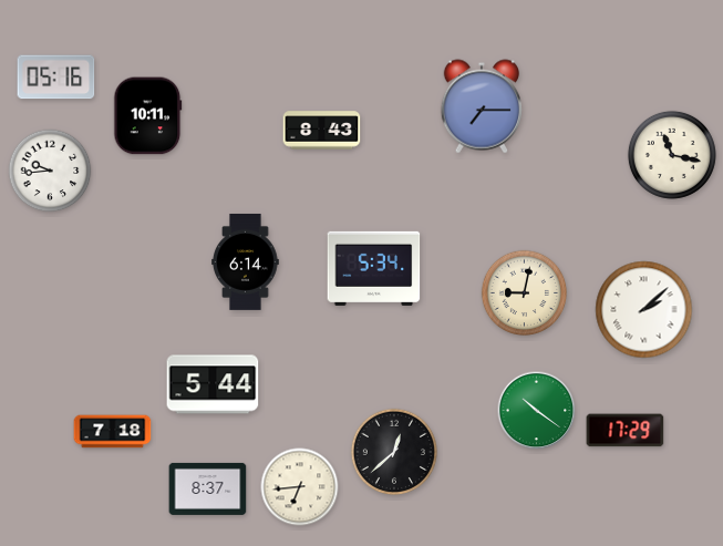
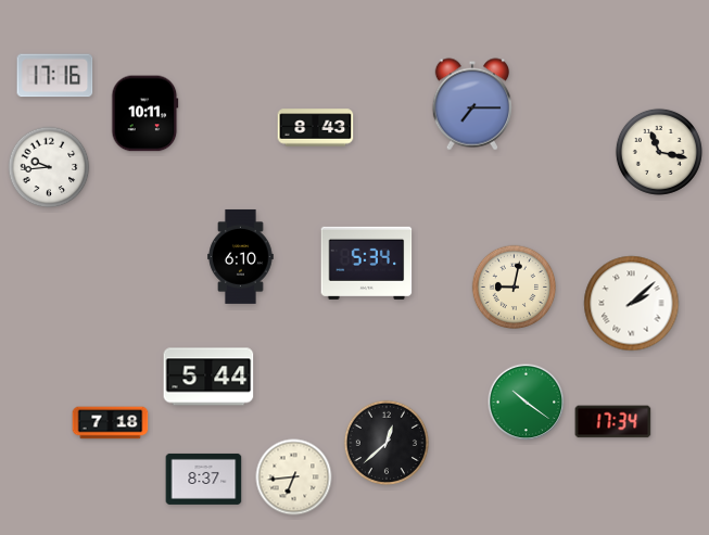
clock at (56, 78): 05:16 -> 17:16
clock at (246, 261): 6:14 -> 6:10
clock at (626, 431): 17:29 -> 17:34
